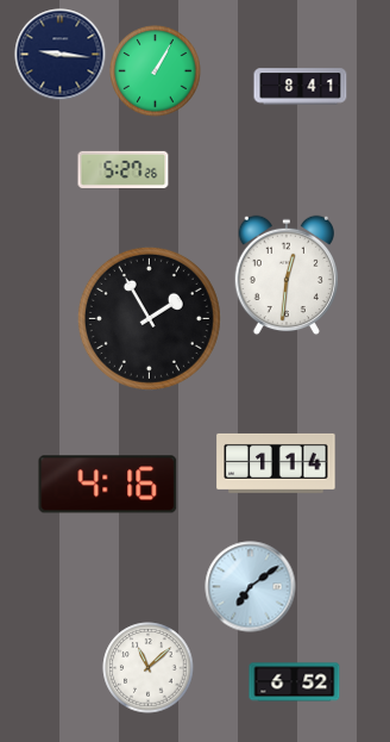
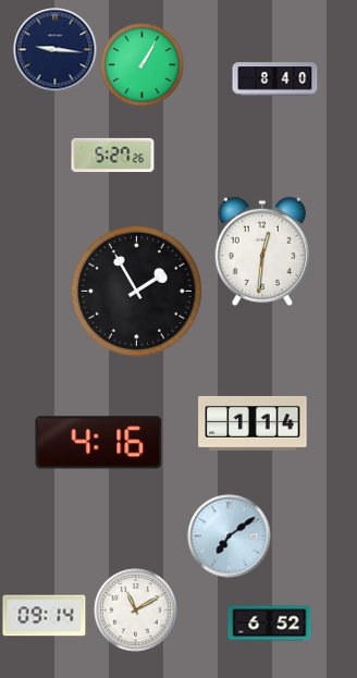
clock at (301, 87): 8:41 -> 8:40
clock at (149, 668): 11:08 -> 11:10
clock at (45, 616): none -> 09:14
